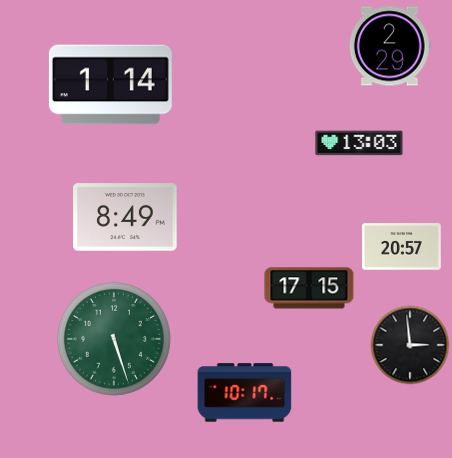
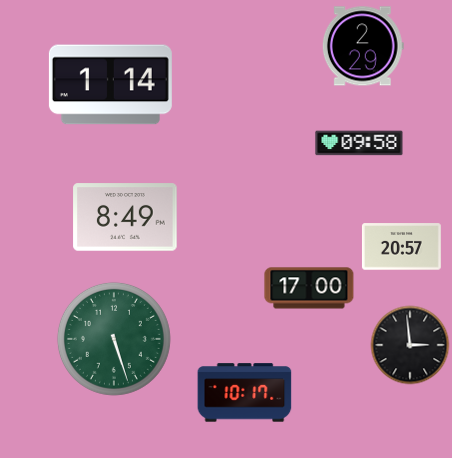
clock at (390, 46) position: (390, 46) -> (363, 46)
clock at (359, 143): 13:03 -> 09:58
clock at (309, 288): 17:15 -> 17:00
